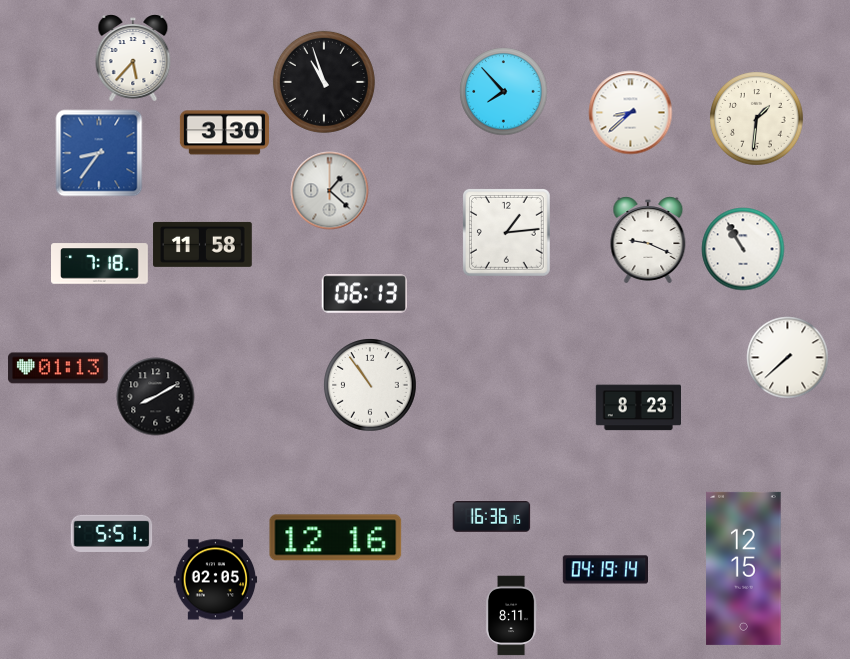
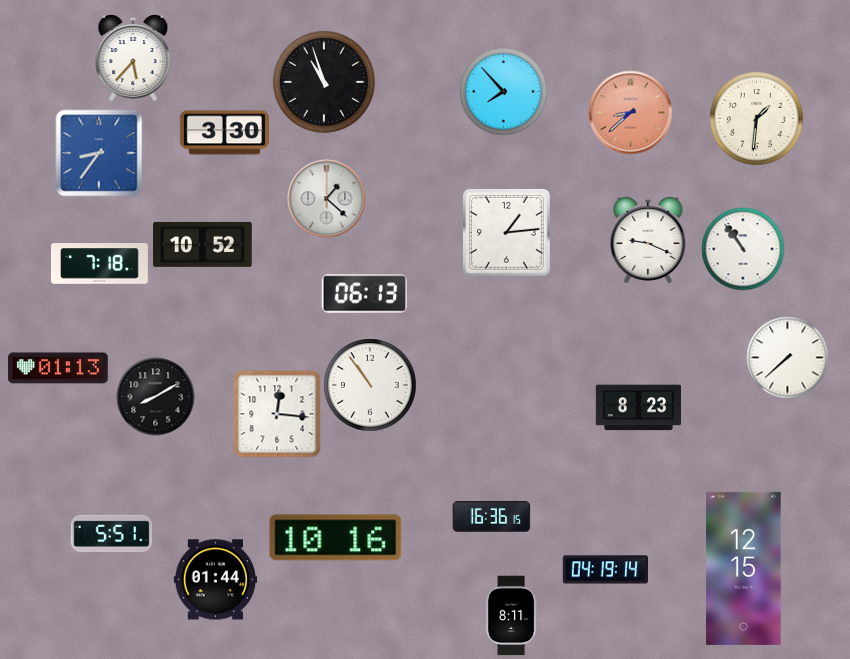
clock at (630, 112) dial: white -> salmon
clock at (329, 190) position: (329, 190) -> (326, 198)
clock at (203, 244): 11:58 -> 10:52
clock at (743, 249): 10:55 -> 10:54
clock at (277, 414): none -> 12:16
clock at (336, 538): 12:16 -> 10:16
clock at (215, 580): 02:05 -> 01:44
